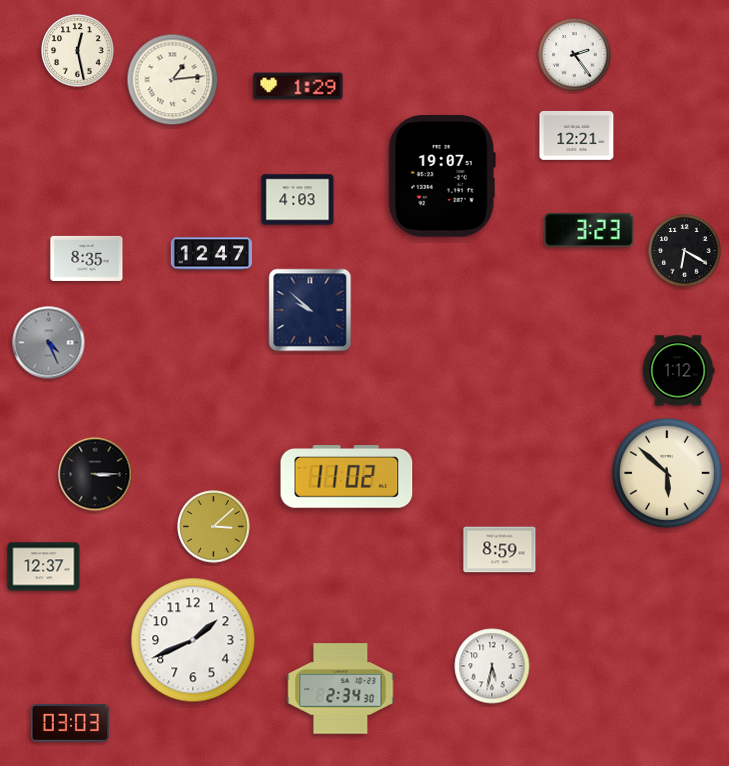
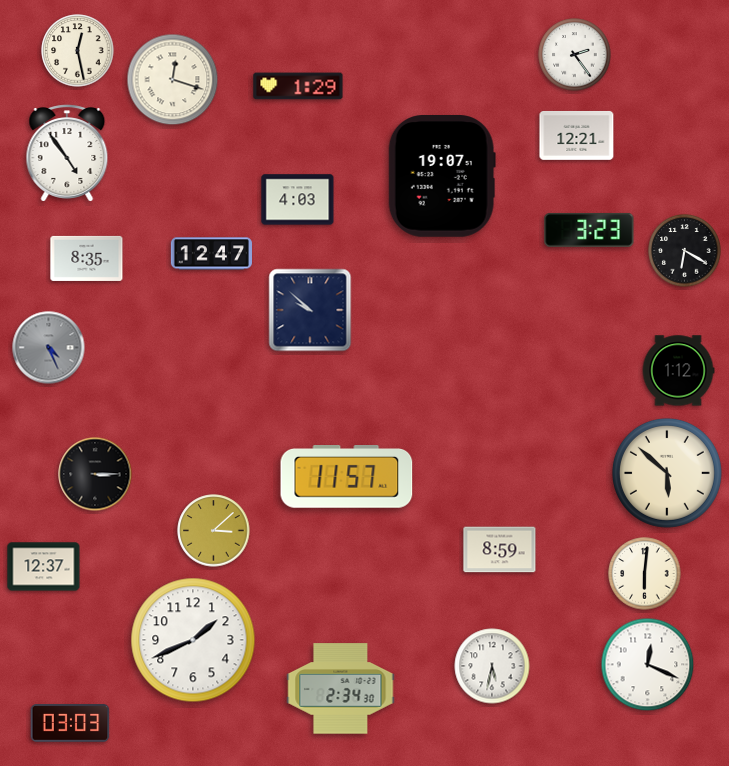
clock at (173, 80): 1:14 -> 12:18
clock at (67, 153): none -> 4:54
clock at (49, 343) position: (49, 343) -> (49, 348)
clock at (347, 477): 11:02 -> 11:57
clock at (214, 527) position: (214, 527) -> (214, 531)
clock at (645, 574): none -> 6:01
clock at (648, 665): none -> 12:19
